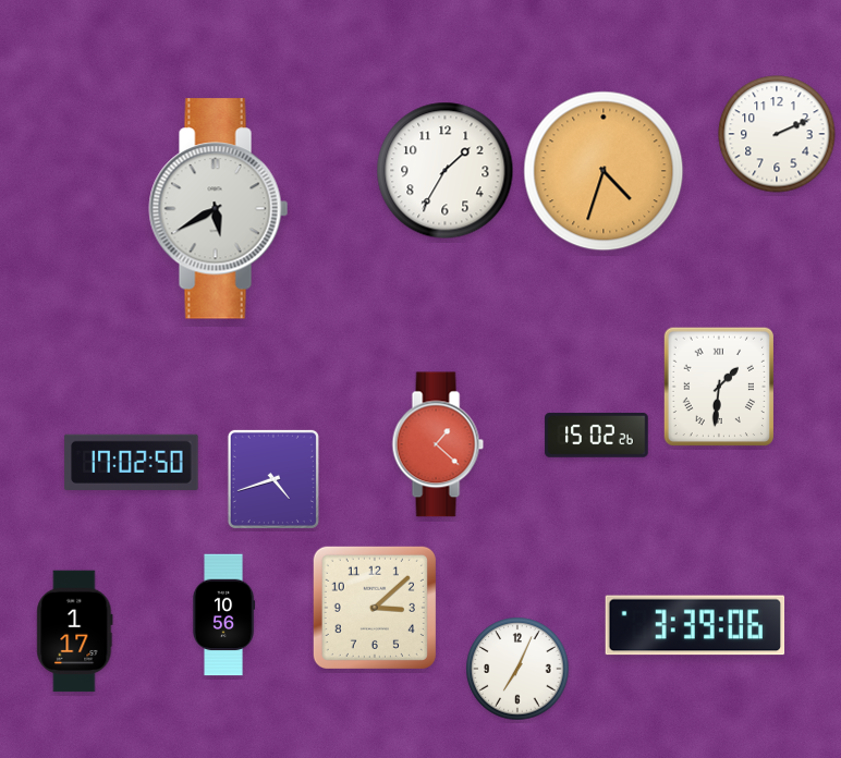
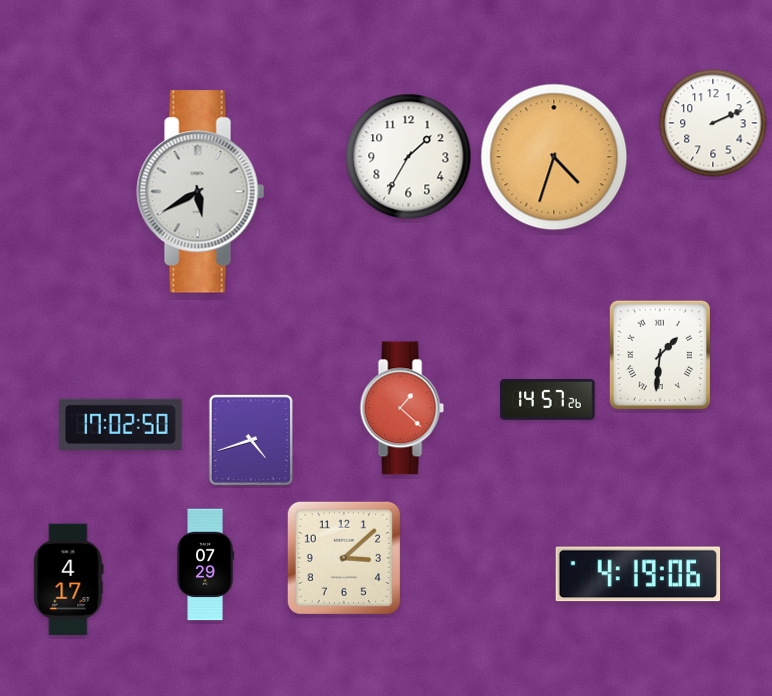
clock at (597, 436): 15:02 -> 14:57
clock at (223, 615): 10:56 -> 07:29
clock at (695, 625): 3:39 -> 4:19
clock at (75, 632): 1:17 -> 4:17
clock at (517, 669): 7:04 -> none
